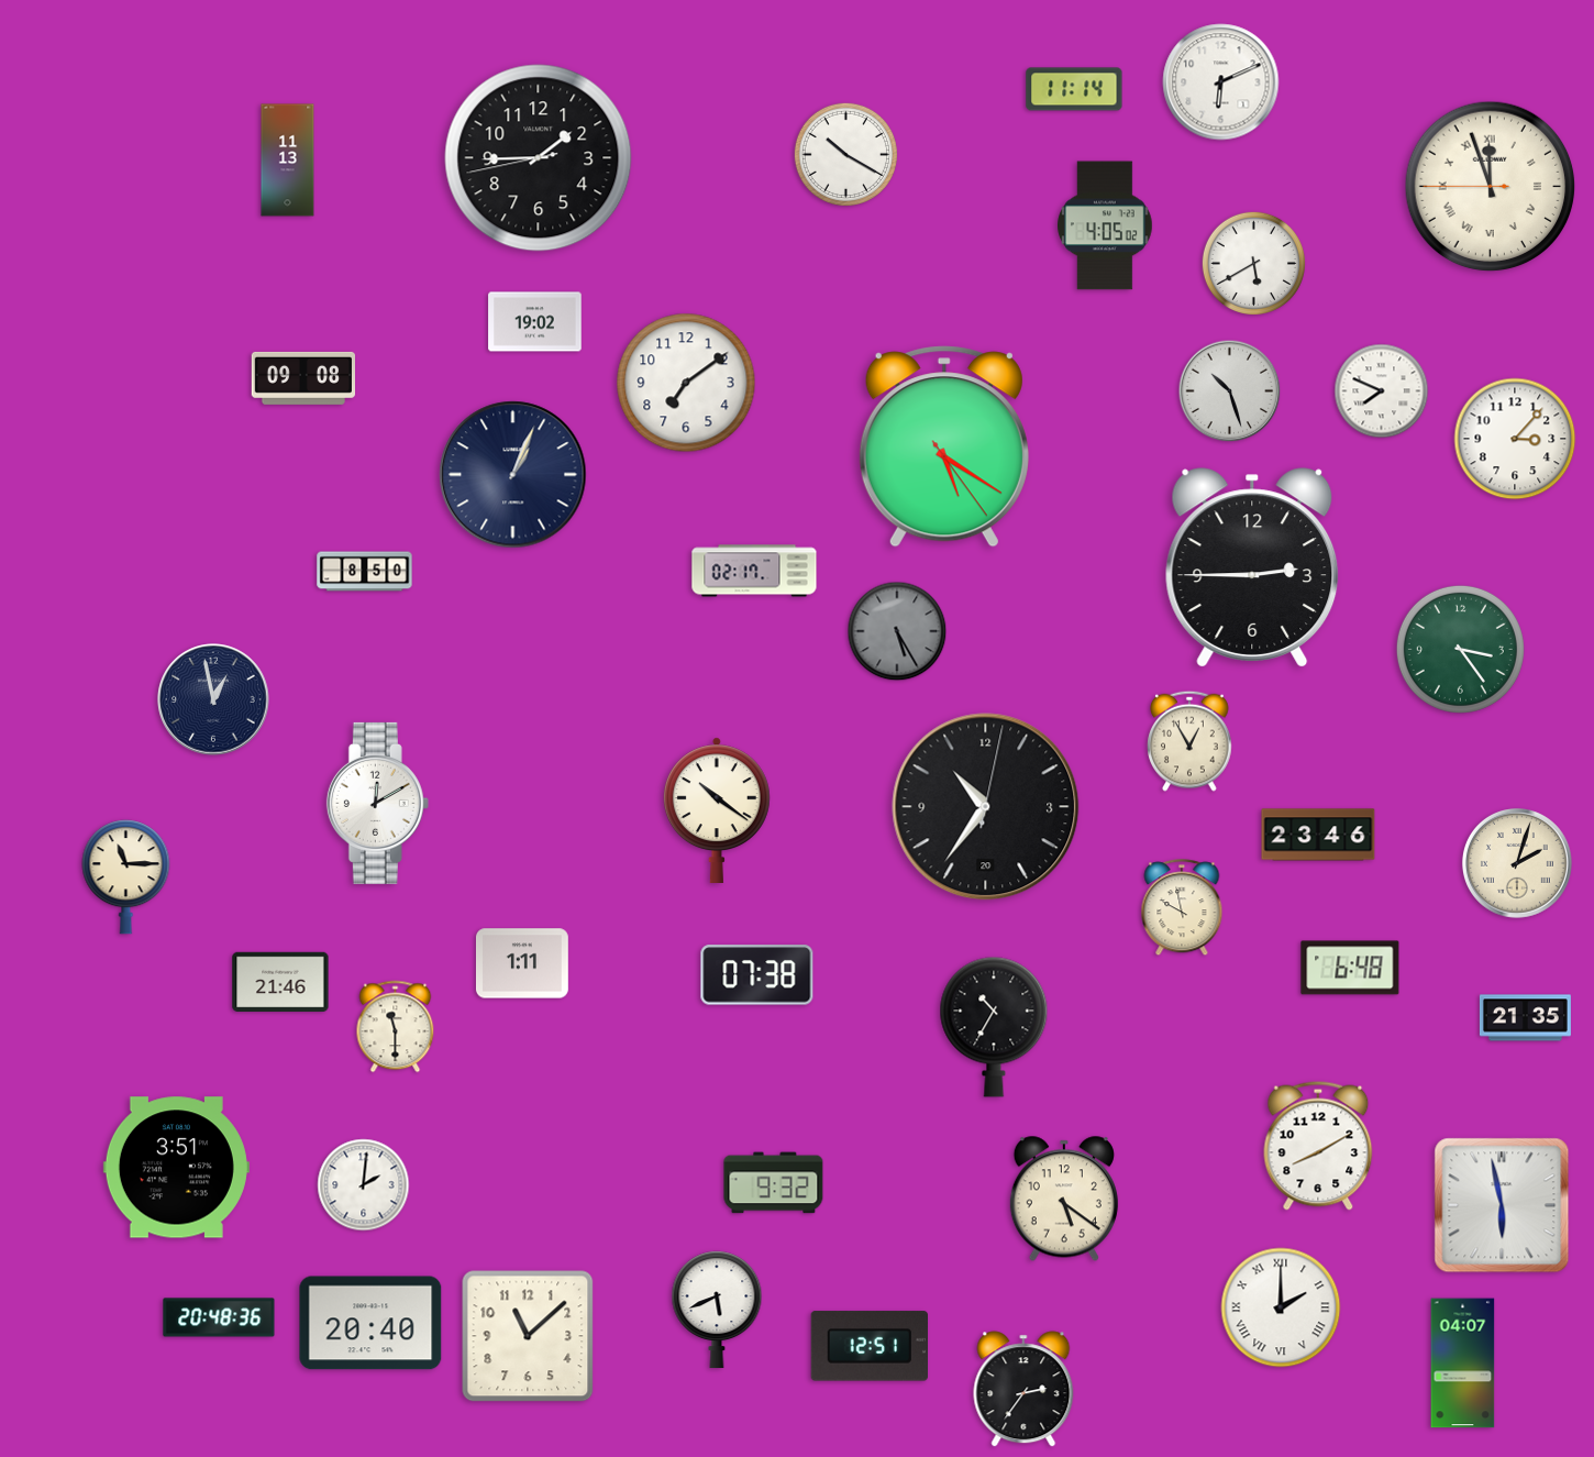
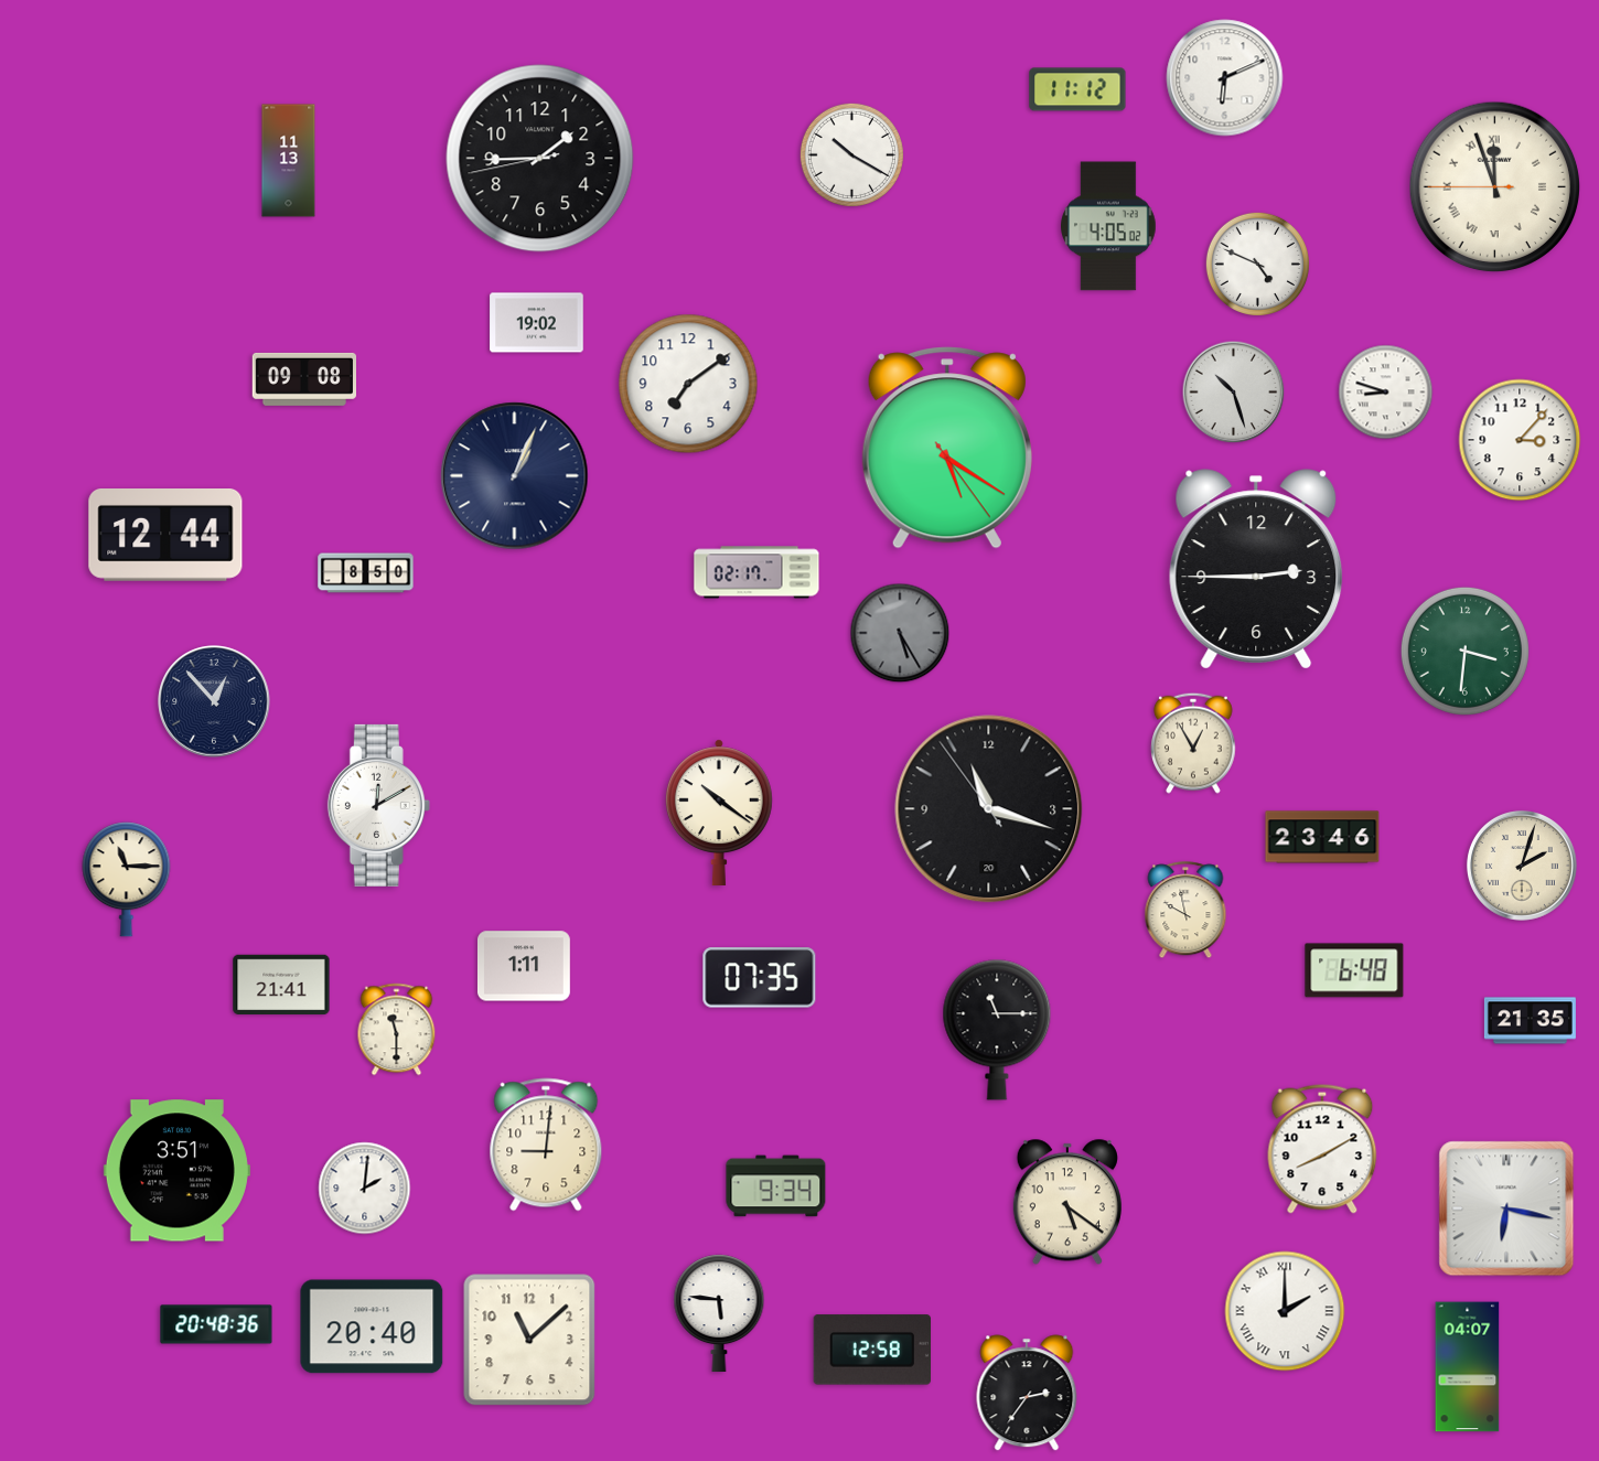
clock at (1221, 82) position: (1221, 82) -> (1225, 78)
clock at (1074, 89): 11:14 -> 11:12
clock at (845, 154) position: (845, 154) -> (851, 154)
clock at (1253, 263): 5:40 -> 4:49
clock at (1382, 391): 7:49 -> 8:48
clock at (165, 536): none -> 12:44
clock at (1460, 649): 3:24 -> 3:31
clock at (213, 699): 12:58 -> 12:53
clock at (986, 807): 10:36 -> 11:17
clock at (757, 975): 07:38 -> 07:35
clock at (280, 982): 21:46 -> 21:41
clock at (994, 1027): 10:35 -> 11:15
clock at (546, 1145): none -> 9:01
clock at (774, 1183): 9:32 -> 9:34
clock at (1502, 1205): 5:58 -> 6:17
clock at (717, 1310): 5:41 -> 5:46
clock at (219, 1317) position: (219, 1317) -> (216, 1324)
clock at (868, 1346): 12:51 -> 12:58
